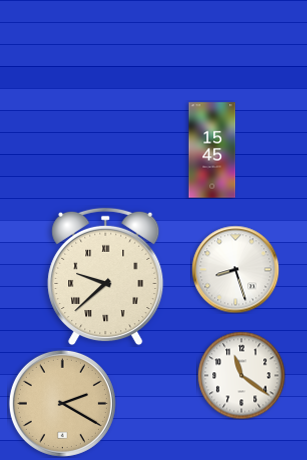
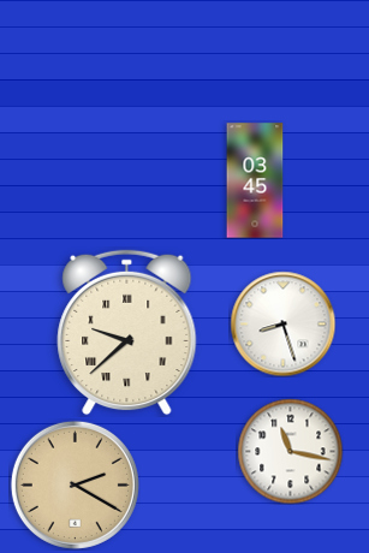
clock at (212, 150): 15:45 -> 03:45
clock at (241, 375): 11:21 -> 11:17
